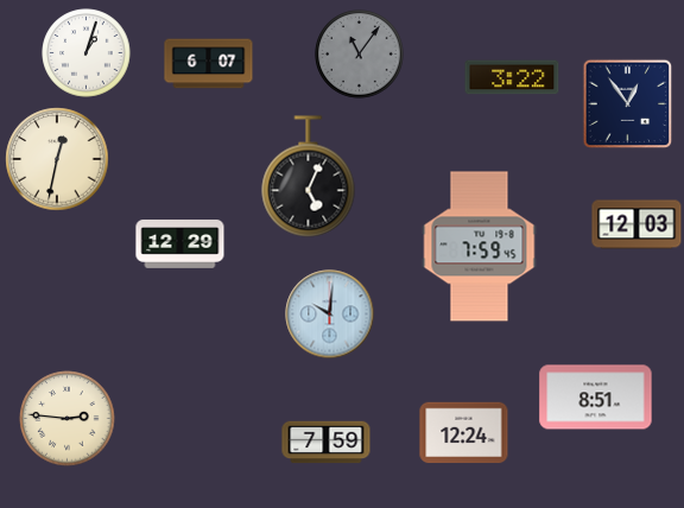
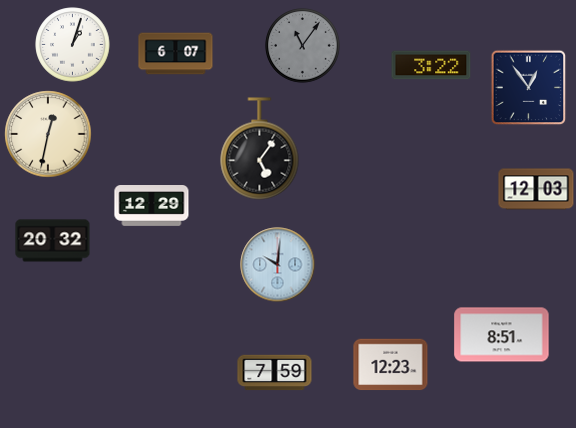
clock at (309, 177): 5:04 -> 5:06
clock at (480, 247): 7:59 -> none
clock at (53, 241): none -> 20:32
clock at (68, 419): 2:46 -> none
clock at (464, 433): 12:24 -> 12:23
